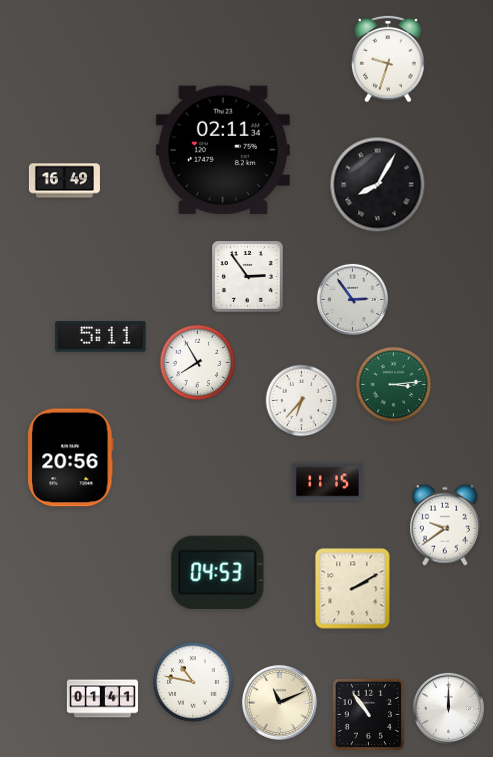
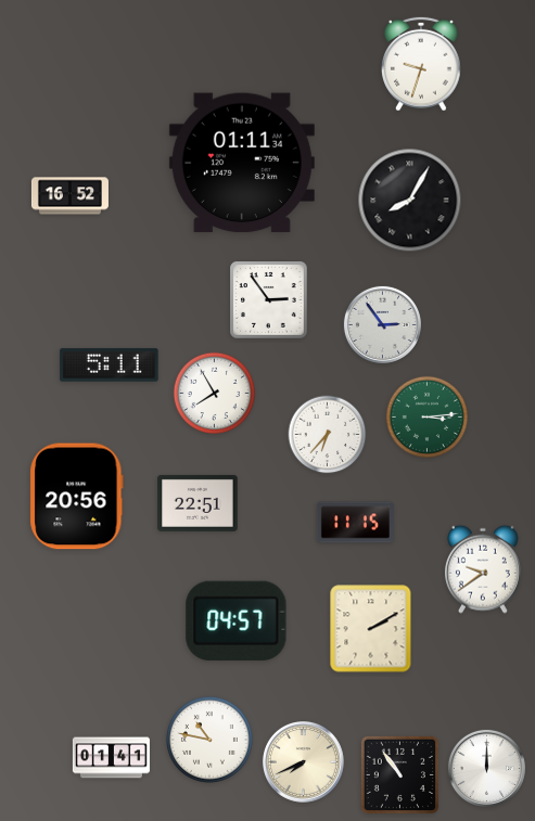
clock at (223, 150): 02:11 -> 01:11
clock at (64, 181): 16:49 -> 16:52
clock at (198, 503): none -> 22:51
clock at (218, 572): 04:53 -> 04:57
clock at (353, 589) position: (353, 589) -> (371, 629)
clock at (279, 702): 11:11 -> 7:41
